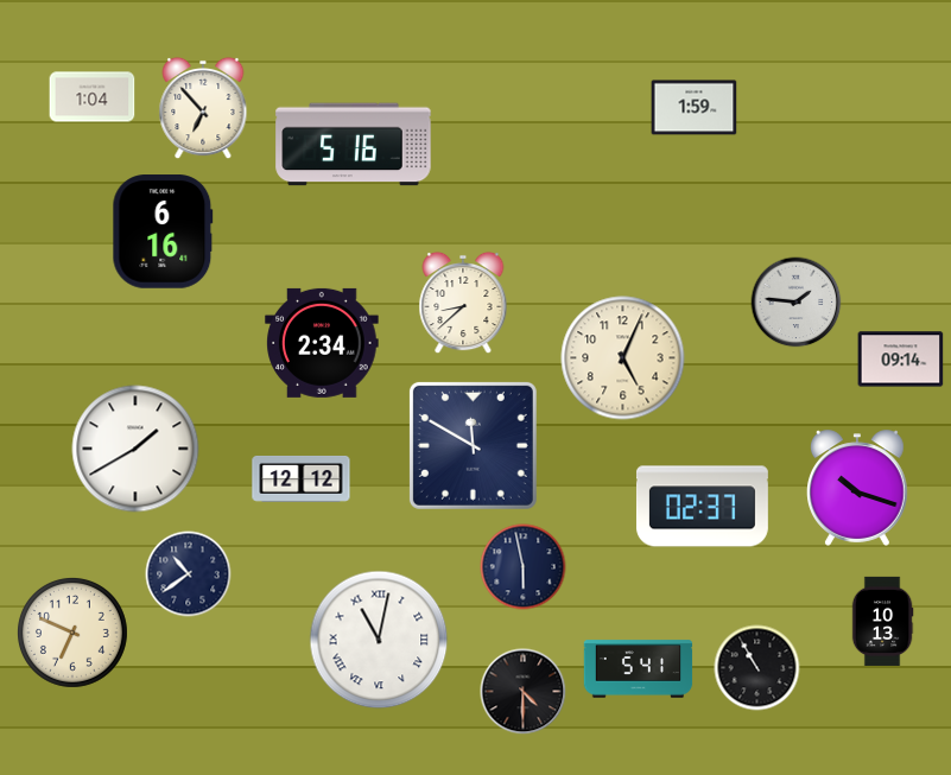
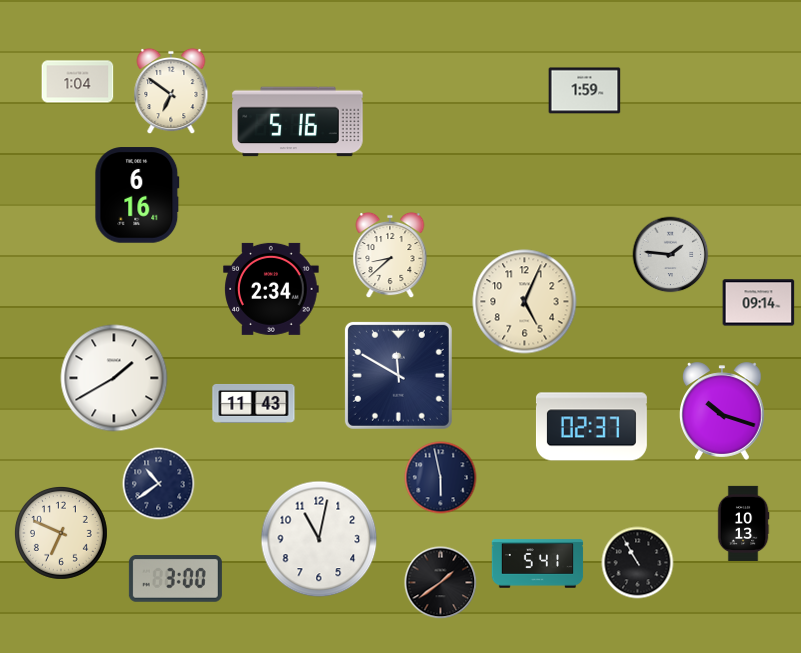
clock at (203, 108): 6:53 -> 6:51
clock at (302, 478): 12:12 -> 11:43
clock at (379, 640) numerals: Roman -> Arabic
clock at (175, 579): none -> 3:00
clock at (524, 692): 4:30 -> 1:39
